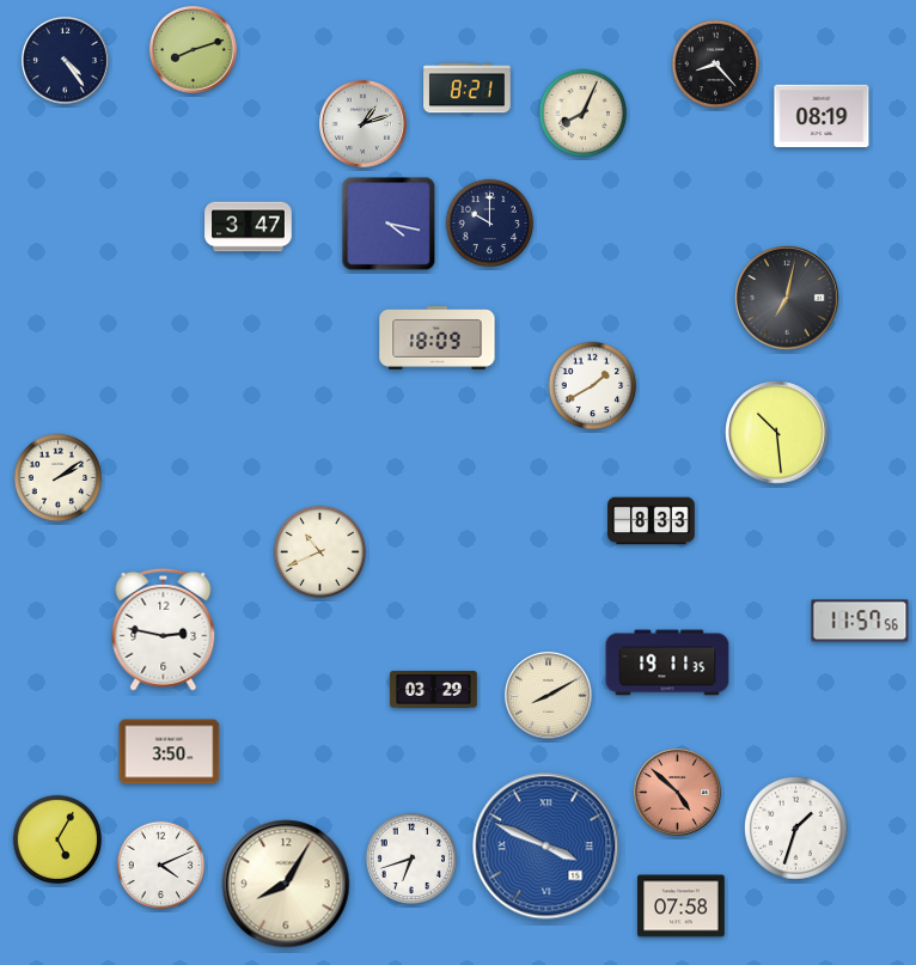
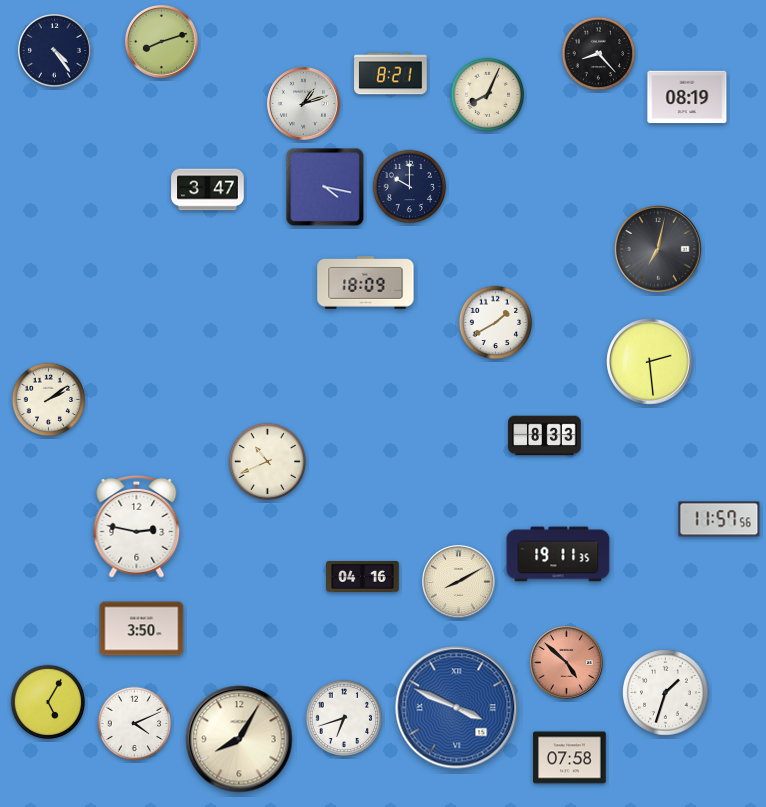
clock at (777, 433): 10:29 -> 2:29
clock at (434, 689): 03:29 -> 04:16
